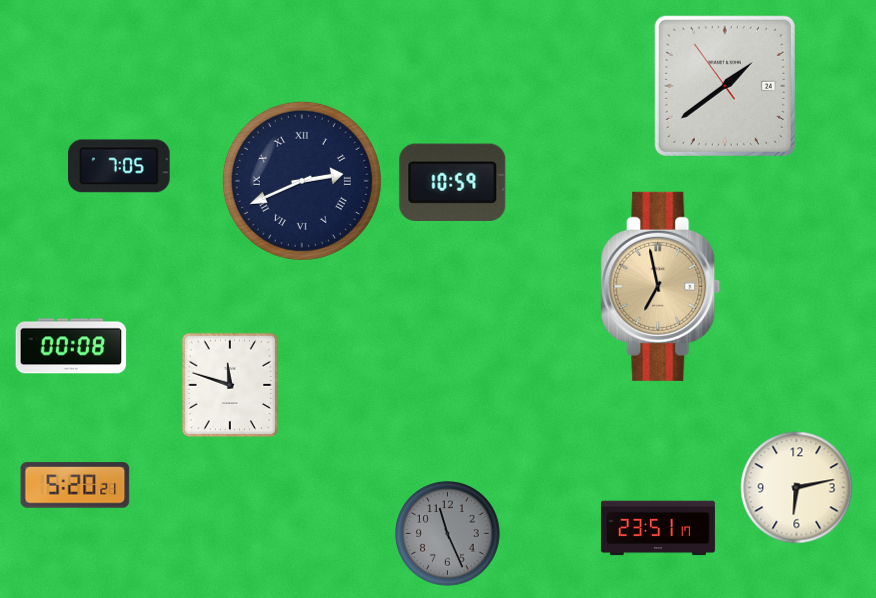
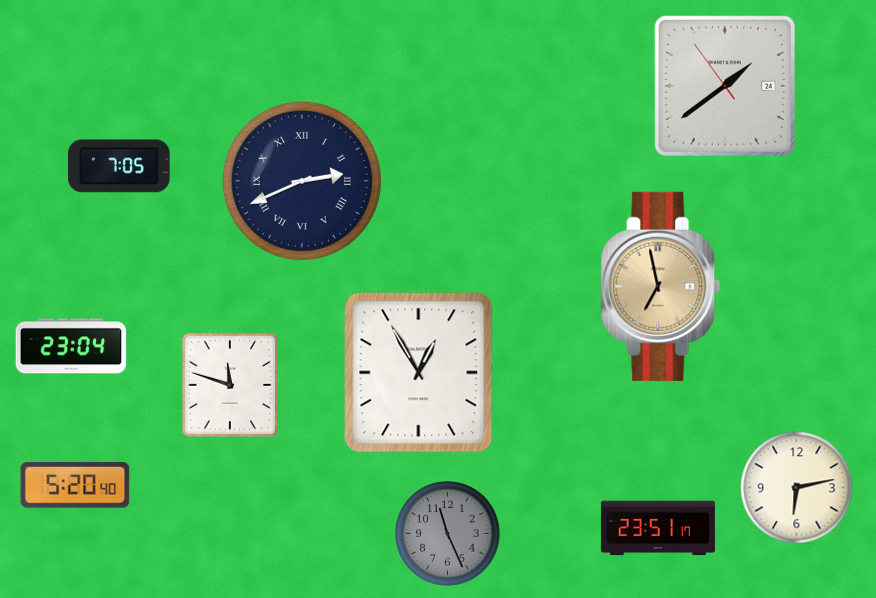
clock at (453, 182): 10:59 -> none
clock at (71, 346): 00:08 -> 23:04
clock at (419, 373): none -> 12:55
clock at (75, 485): 5:20:21 -> 5:20:40
